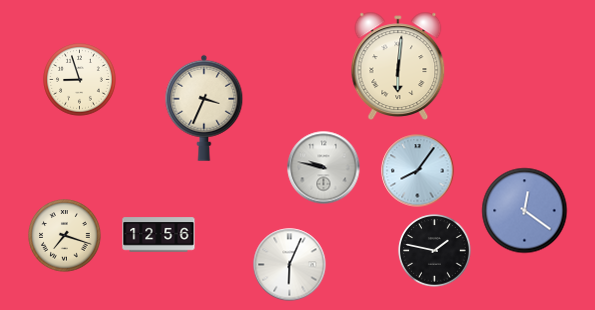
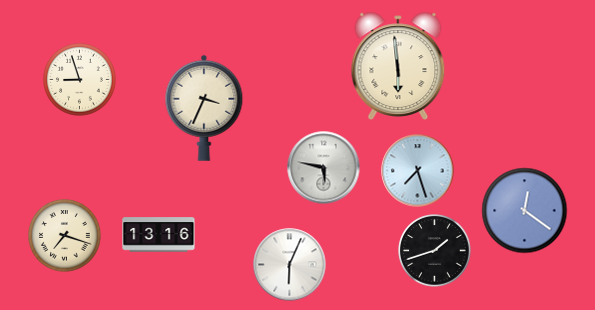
clock at (398, 66): 6:01 -> 5:59
clock at (324, 168): 9:47 -> 5:47
clock at (418, 171): 8:06 -> 7:27
clock at (159, 235): 12:56 -> 13:16
clock at (435, 251): 1:47 -> 1:42
